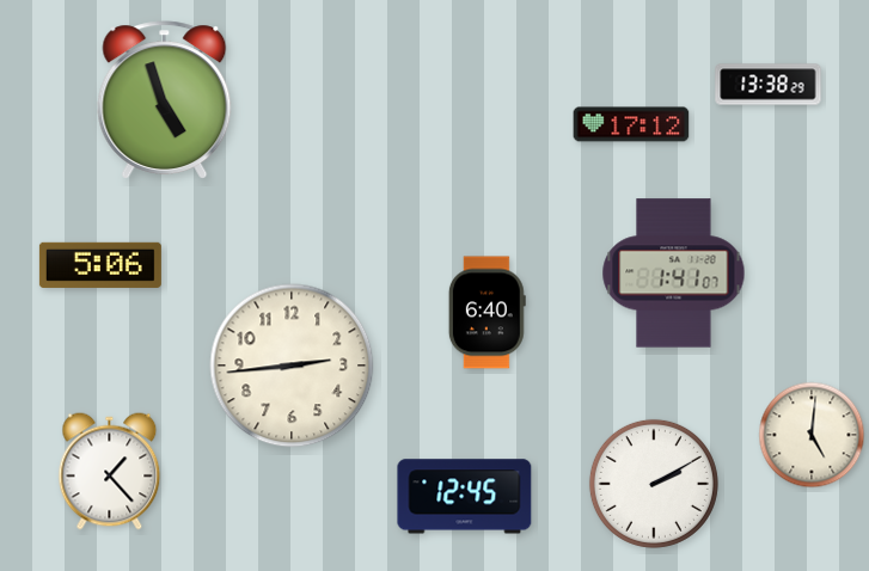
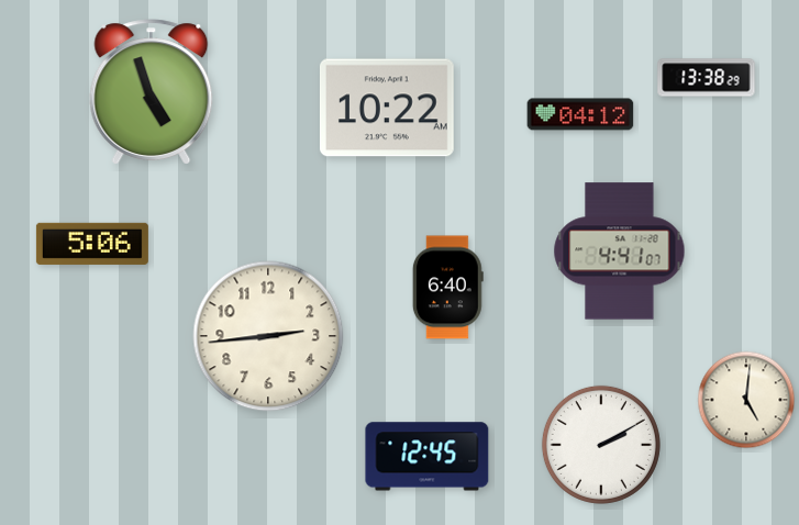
clock at (387, 108): none -> 10:22
clock at (631, 124): 17:12 -> 04:12
clock at (674, 274): 1:41 -> 4:41
clock at (110, 472): 1:23 -> none
